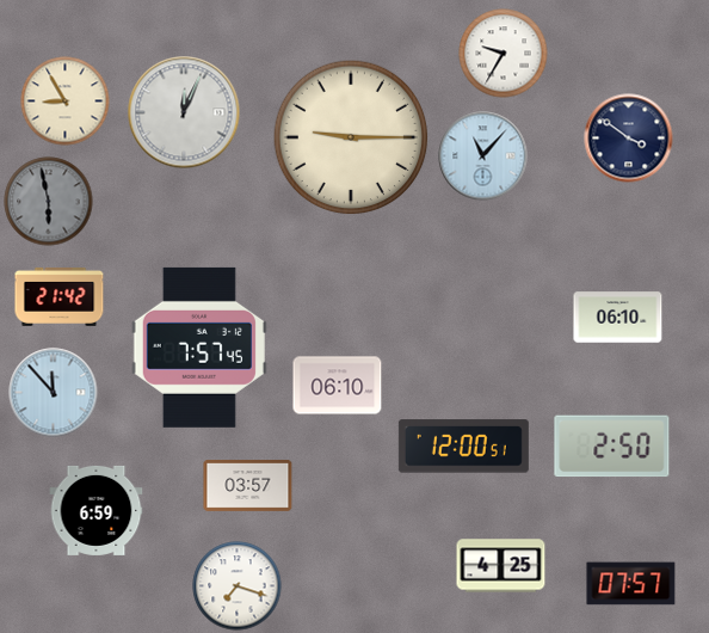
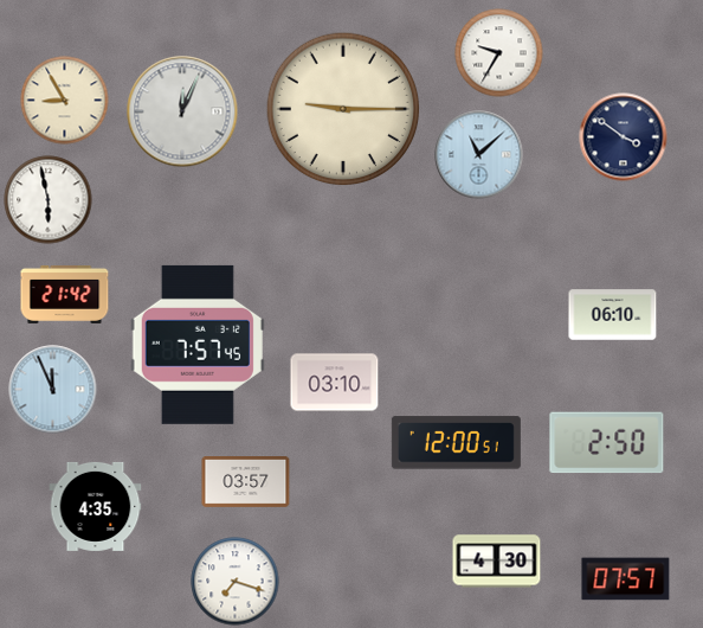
clock at (351, 137) position: (351, 137) -> (343, 109)
clock at (483, 156): 11:07 -> 11:08
clock at (49, 202) dial: grey -> white
clock at (60, 296) position: (60, 296) -> (65, 294)
clock at (338, 386): 06:10 -> 03:10
clock at (54, 393): 11:53 -> 11:56
clock at (463, 447) position: (463, 447) -> (456, 443)
clock at (97, 510): 6:59 -> 4:35
clock at (501, 566): 4:25 -> 4:30
